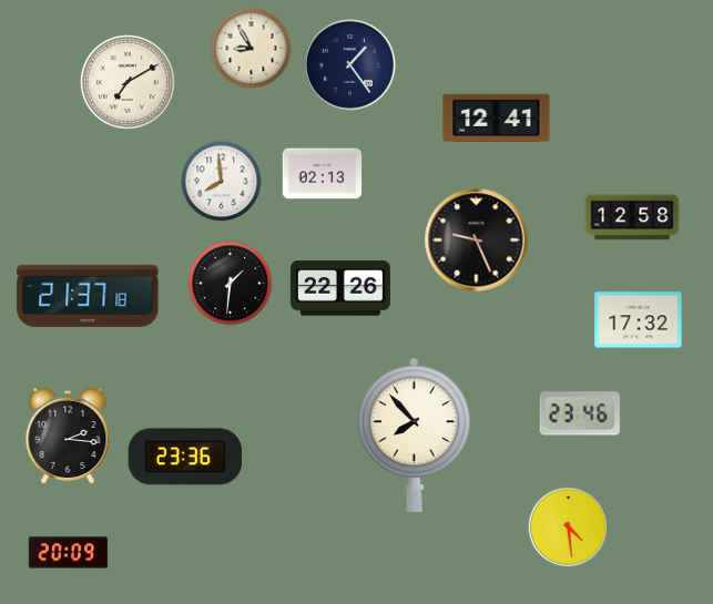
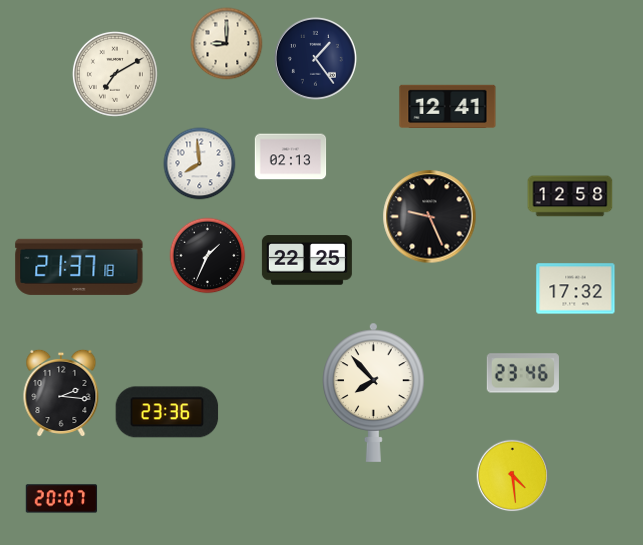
clock at (252, 49): 8:55 -> 9:00
clock at (231, 284): 1:31 -> 1:34
clock at (340, 288): 22:26 -> 22:25
clock at (69, 553): 20:09 -> 20:07
